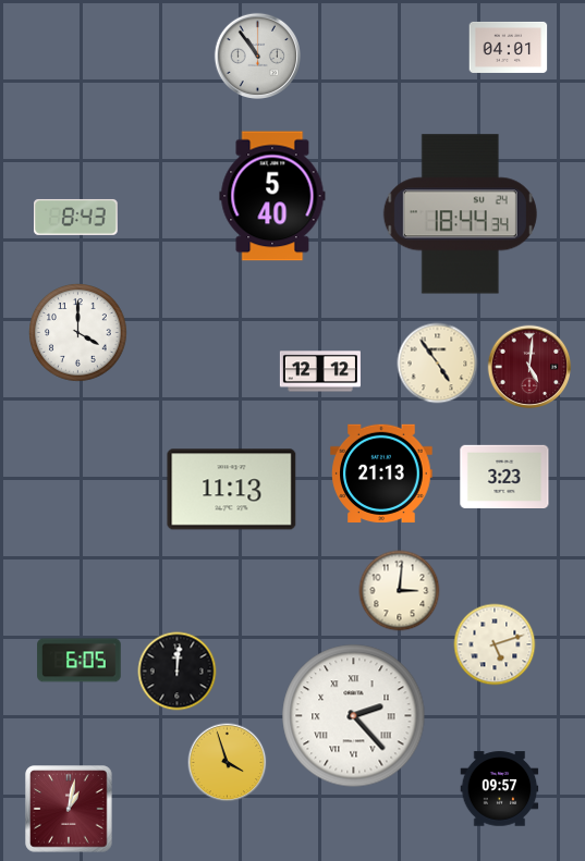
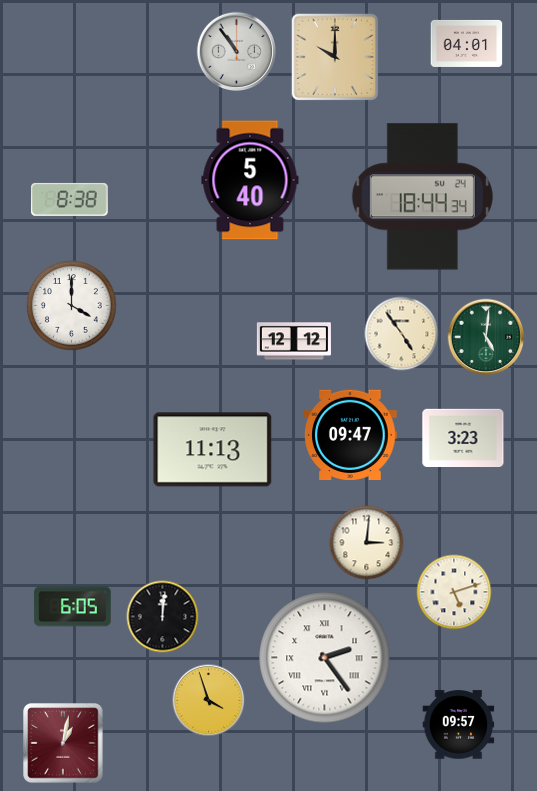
clock at (335, 57): none -> 10:00
clock at (76, 217): 8:43 -> 8:38
clock at (529, 367) dial: burgundy -> green
clock at (381, 472): 21:13 -> 09:47
clock at (354, 716): 2:23 -> 2:24
